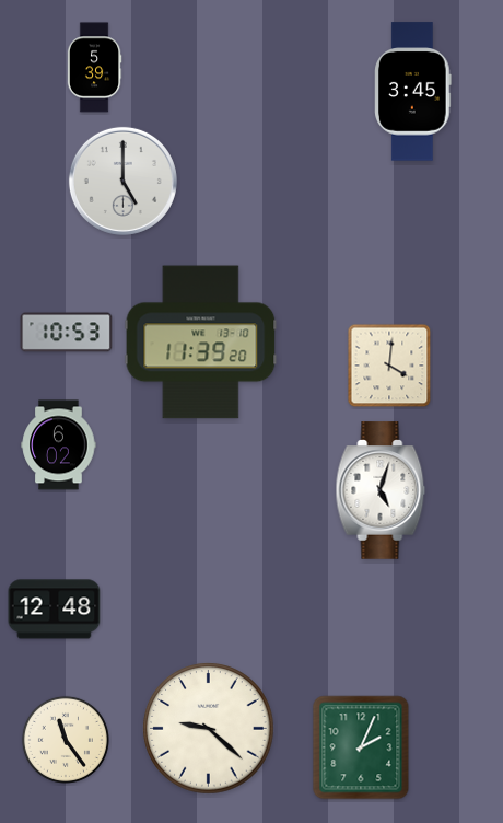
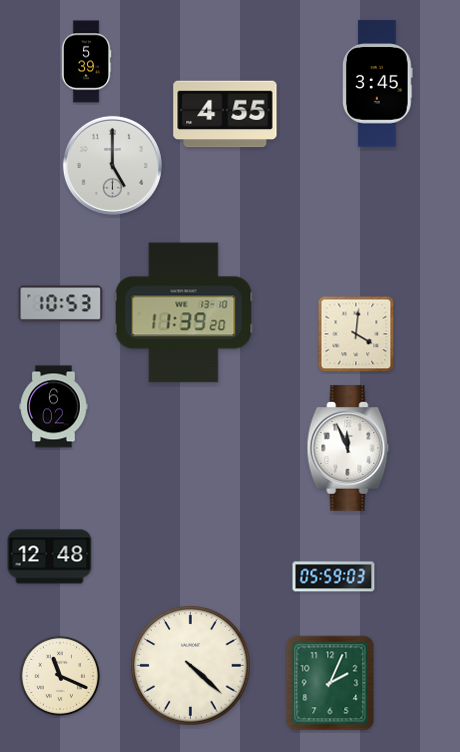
clock at (225, 114): none -> 4:55
clock at (381, 490): 5:03 -> 11:56
clock at (334, 577): none -> 05:59
clock at (209, 729): 9:22 -> 4:22
clock at (66, 740): 11:24 -> 11:19
